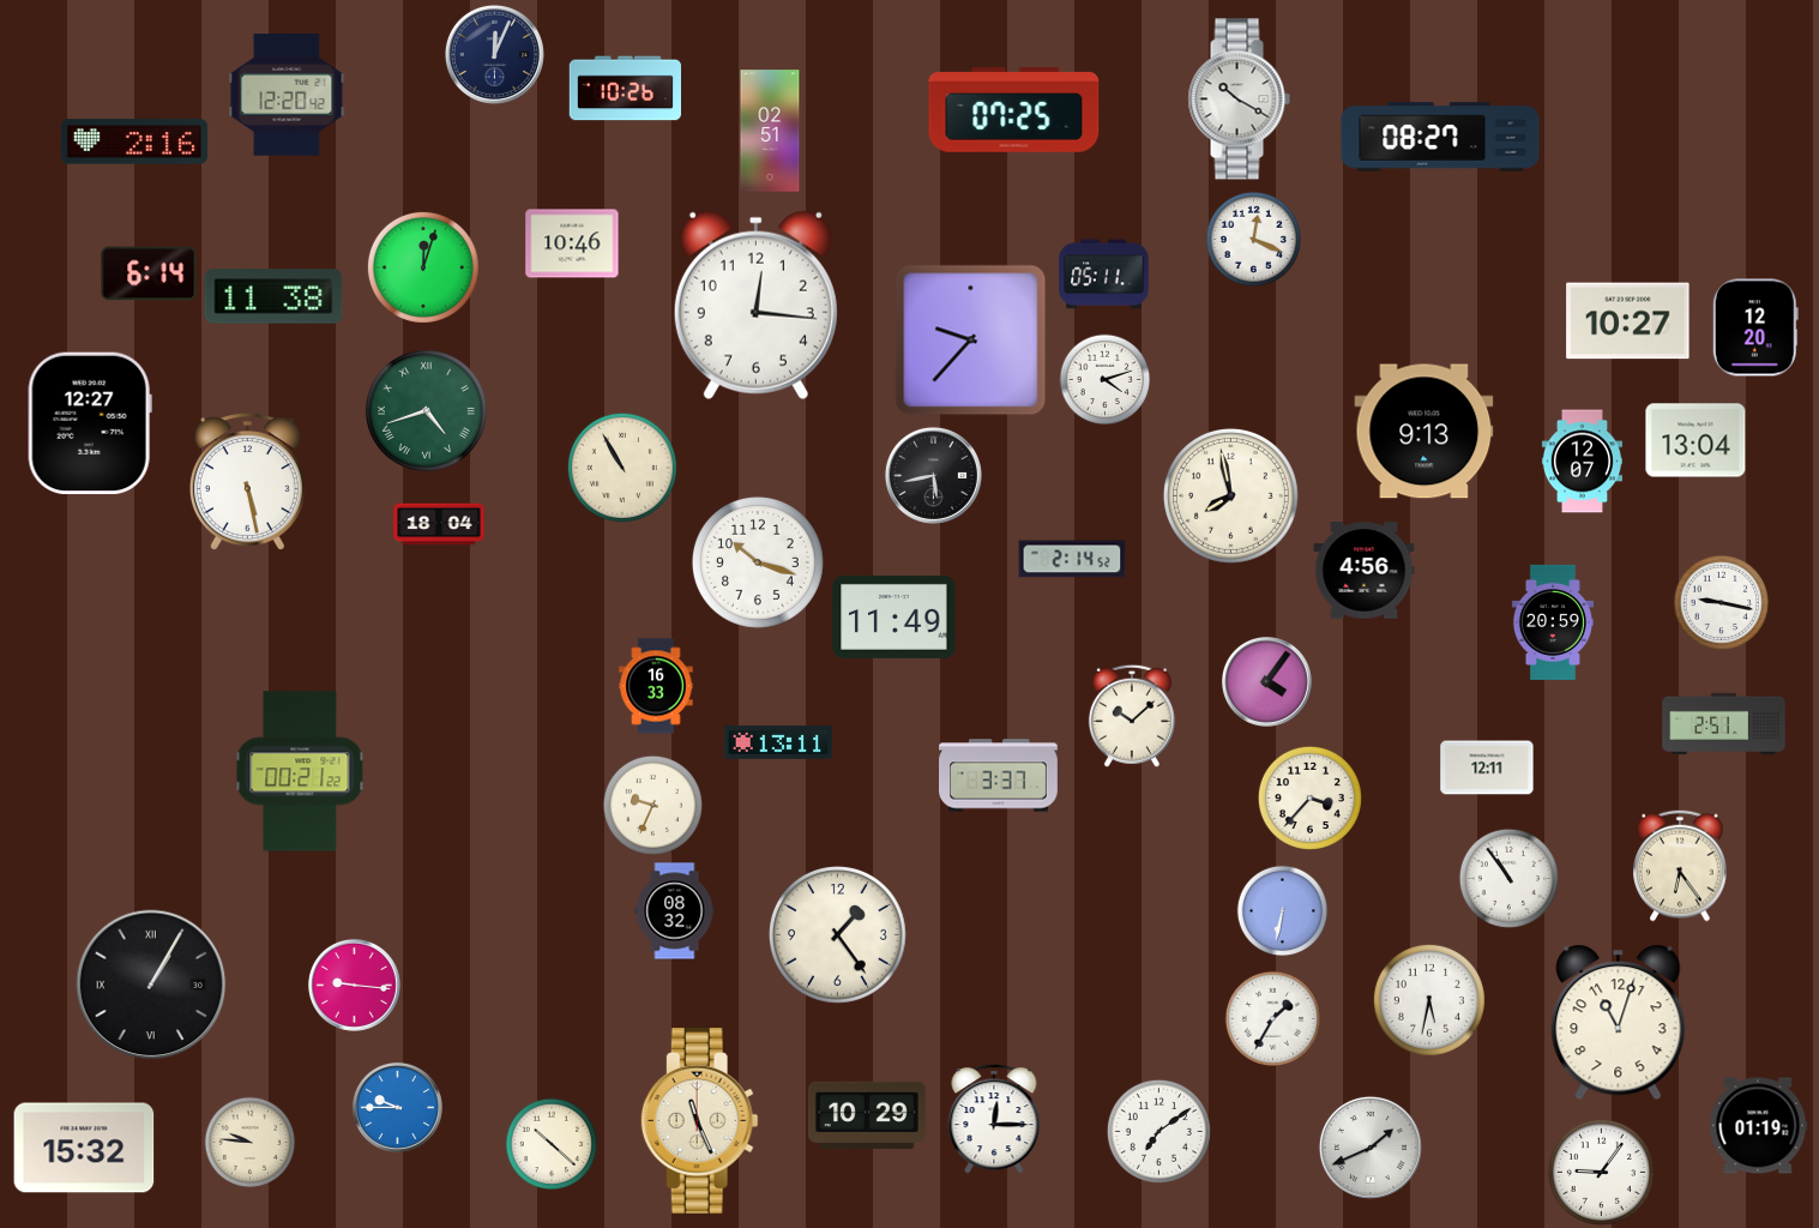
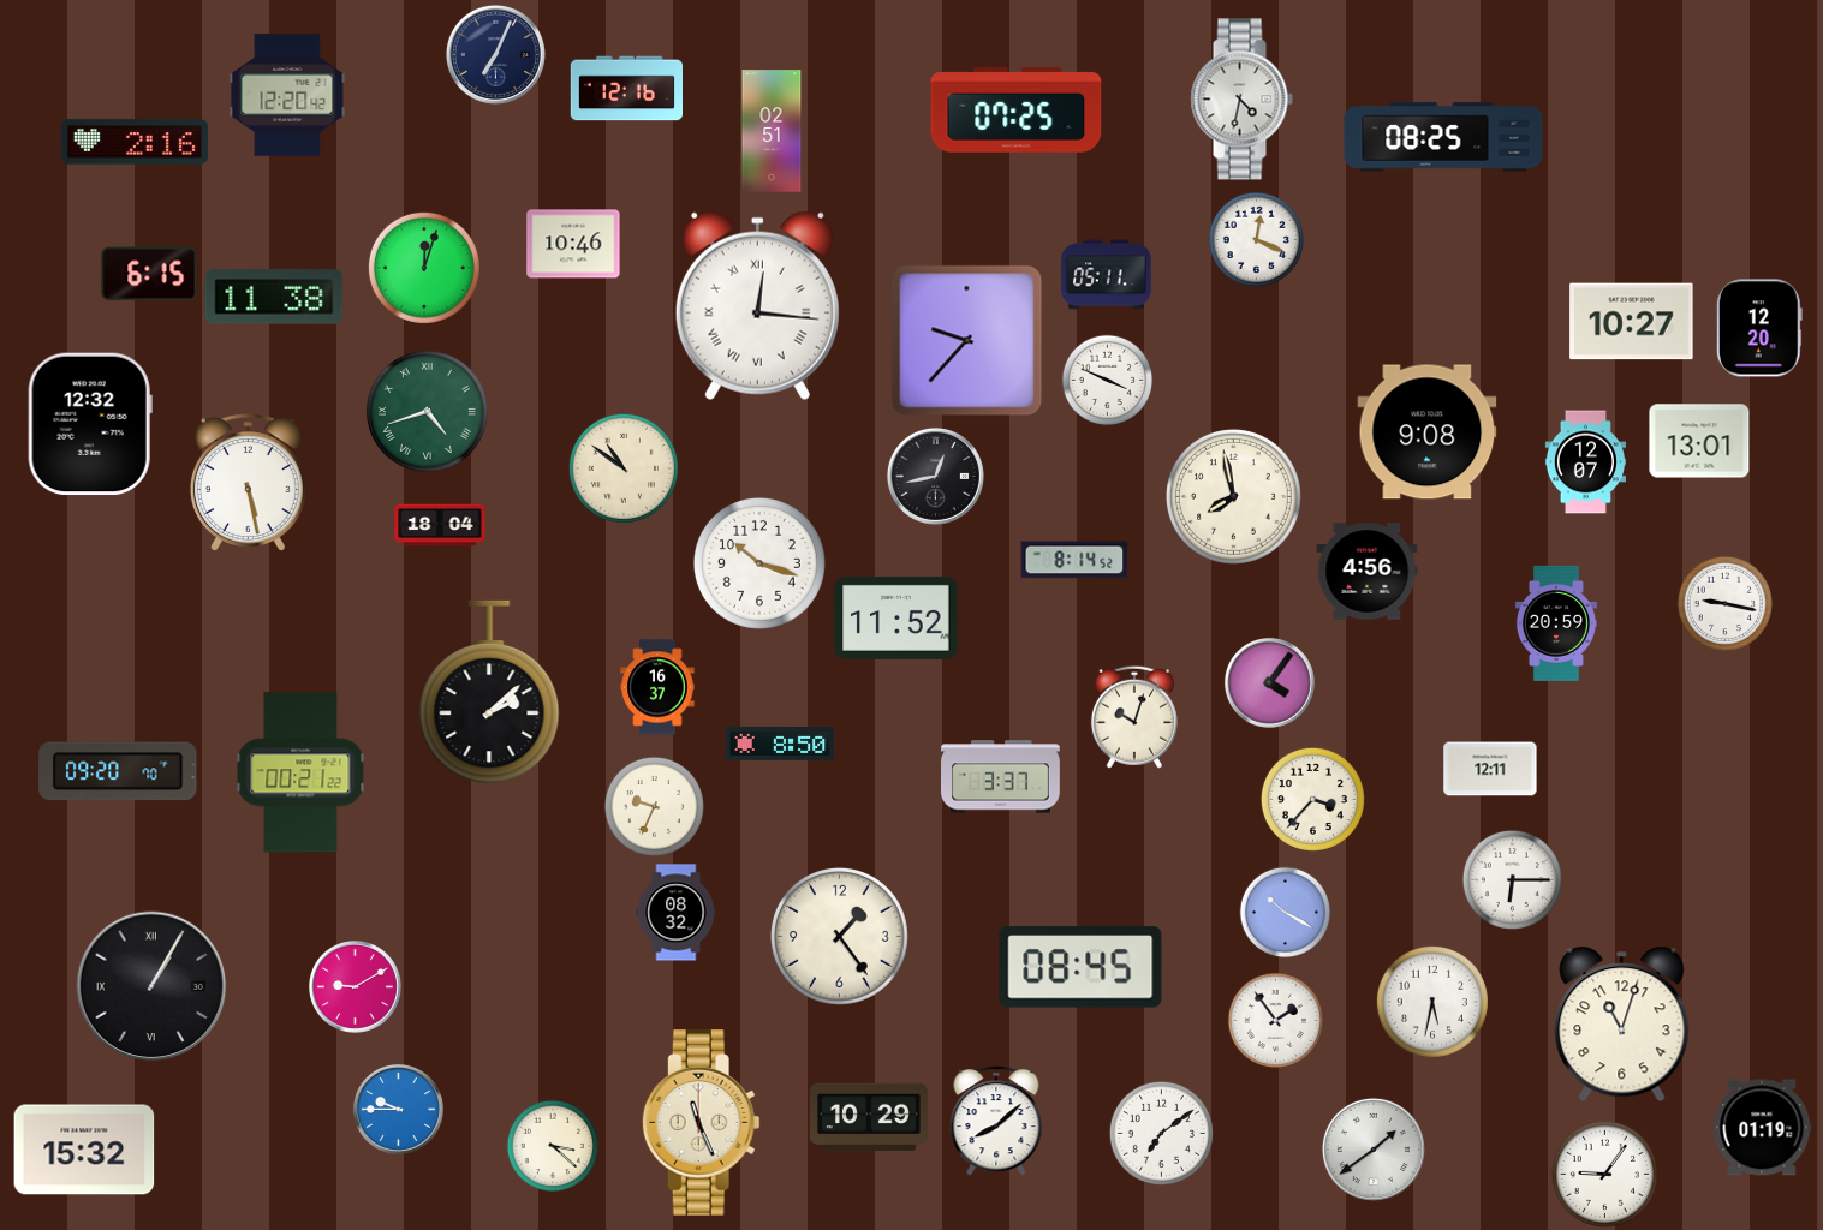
clock at (494, 54): 12:04 -> 7:04
clock at (625, 89): 10:26 -> 12:16
clock at (1239, 100): 10:20 -> 4:32
clock at (1440, 137): 08:27 -> 08:25
clock at (149, 273): 6:14 -> 6:15
clock at (755, 305) numerals: Arabic -> Roman
clock at (971, 341) position: (971, 341) -> (967, 341)
clock at (1106, 380): 4:12 -> 3:49
clock at (90, 423): 12:27 -> 12:32
clock at (1425, 432): 9:13 -> 9:08
clock at (1695, 440): 13:04 -> 13:01
clock at (622, 468): 10:55 -> 10:51
clock at (933, 475): 5:43 -> 12:43
clock at (1072, 559): 2:14 -> 8:14
clock at (895, 616): 11:49 -> 11:52
clock at (656, 686): 16:33 -> 16:37
clock at (489, 692): none -> 2:08
clock at (1132, 716): 10:08 -> 10:03
clock at (1724, 724): 2:51 -> none
clock at (778, 742): 13:11 -> 8:50
clock at (118, 771): none -> 09:20
clock at (1680, 866): 6:24 -> none
clock at (1508, 878): 10:54 -> 6:15
clock at (1283, 911): 6:32 -> 10:20
clock at (1080, 967): none -> 08:45
clock at (354, 985): 9:16 -> 9:10
clock at (1272, 1018): 1:35 -> 1:54
clock at (994, 1119): 12:15 -> 8:08
clock at (251, 1143): 9:46 -> none
clock at (552, 1144): 10:22 -> 3:22
clock at (1371, 1148): 1:41 -> 1:39
